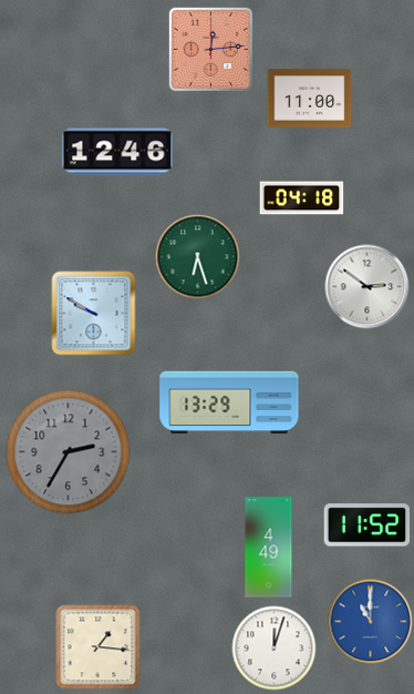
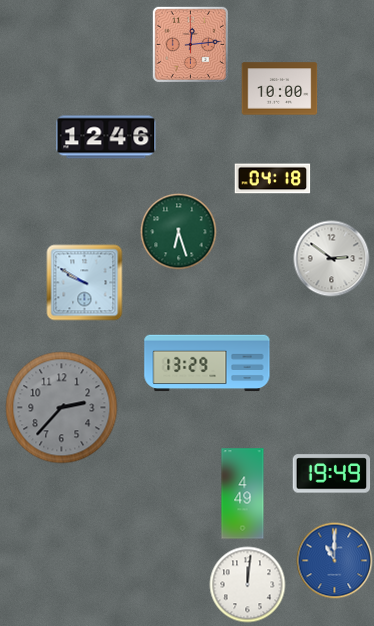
clock at (310, 99): 11:00 -> 10:00
clock at (69, 452): 2:35 -> 2:37
clock at (368, 525): 11:52 -> 19:49
clock at (99, 647): 1:16 -> none
clock at (275, 649): 12:03 -> 12:01
